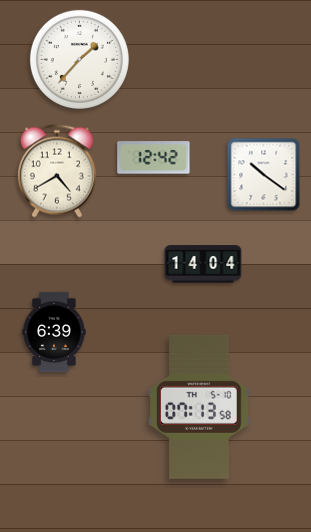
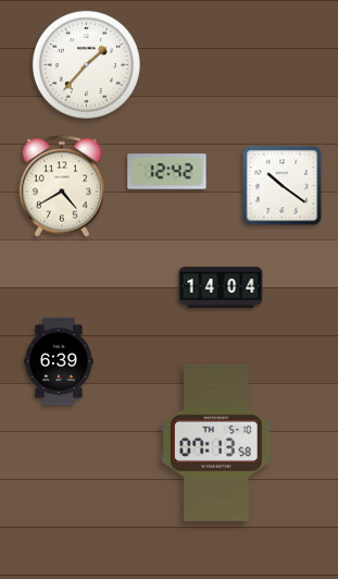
clock at (264, 175) position: (264, 175) -> (283, 186)
